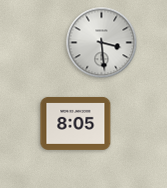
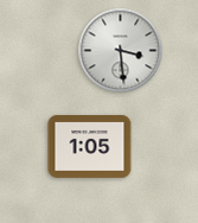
clock at (76, 123): 8:05 -> 1:05
